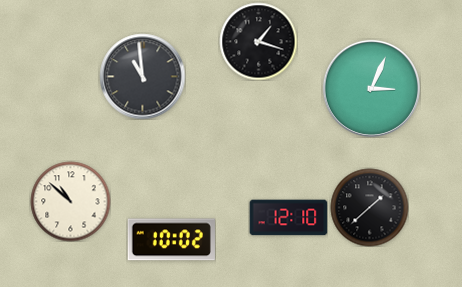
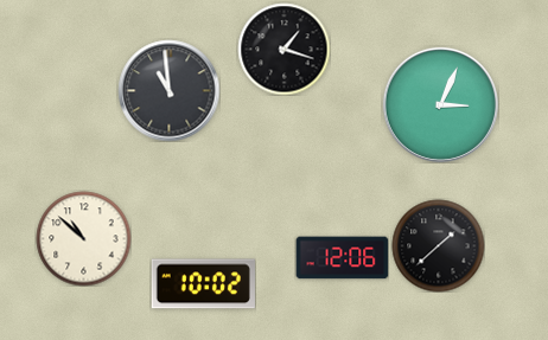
clock at (258, 41) position: (258, 41) -> (283, 49)
clock at (288, 218): 12:10 -> 12:06
